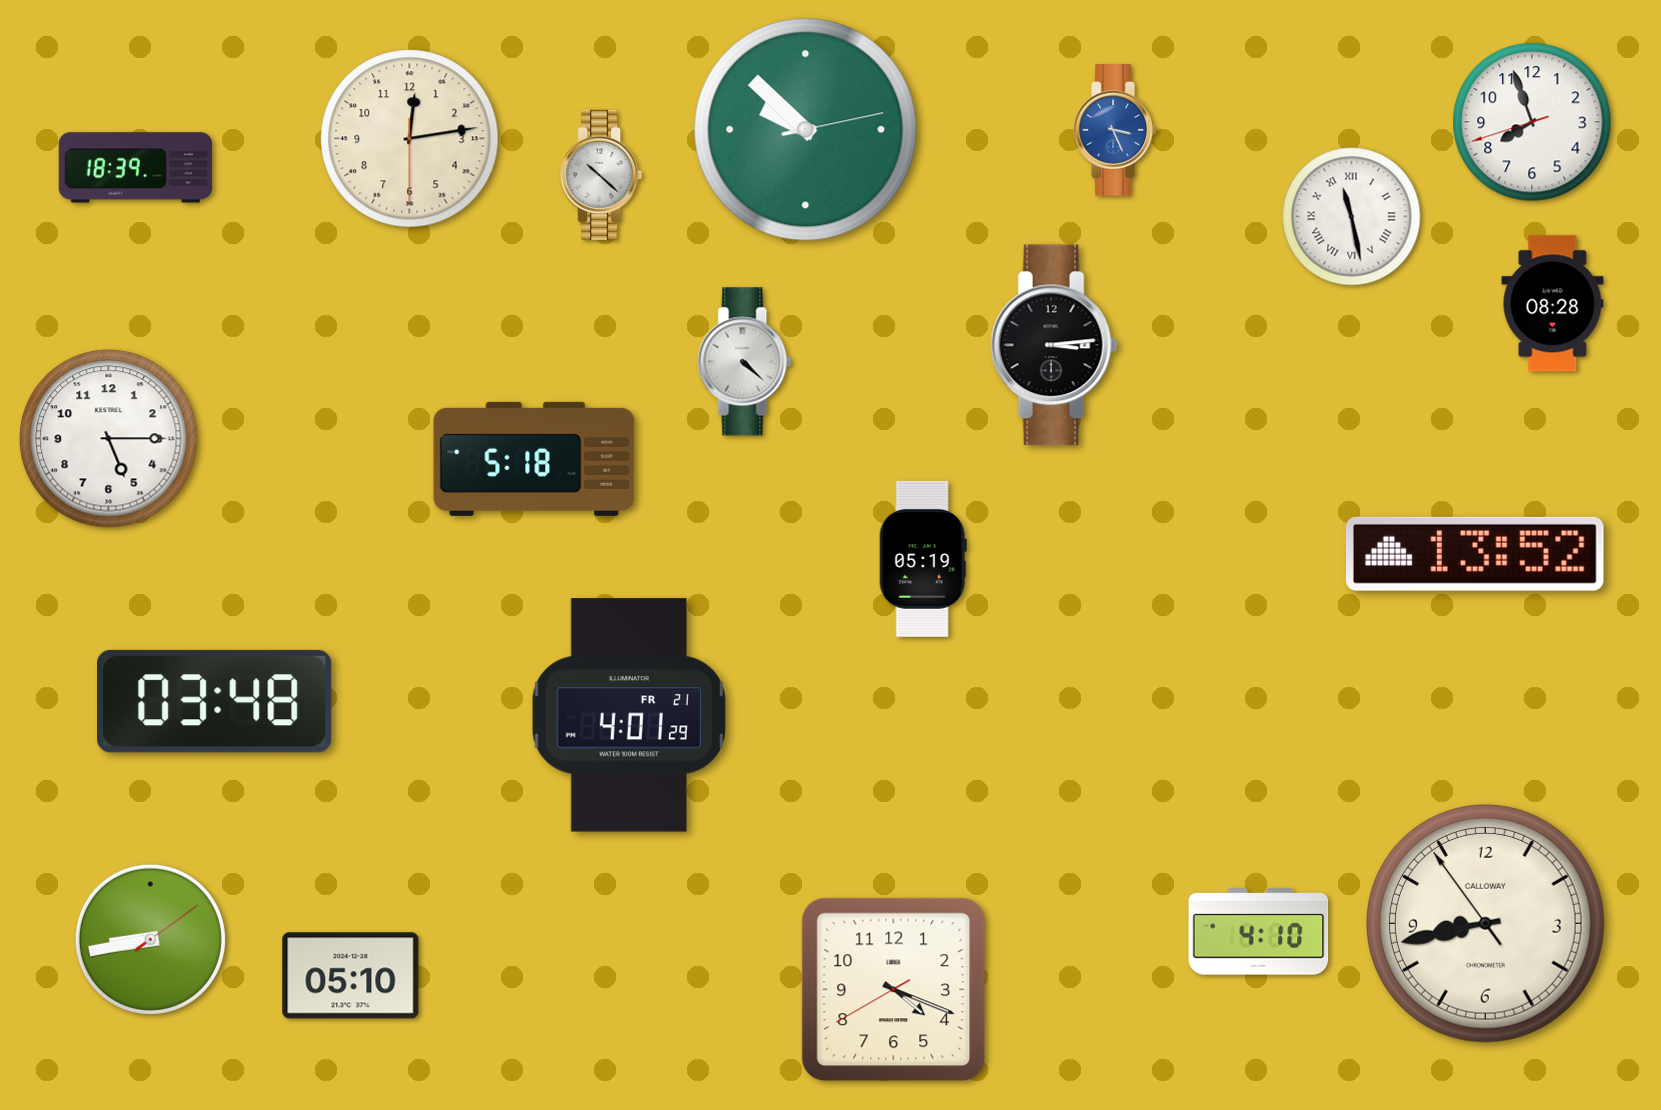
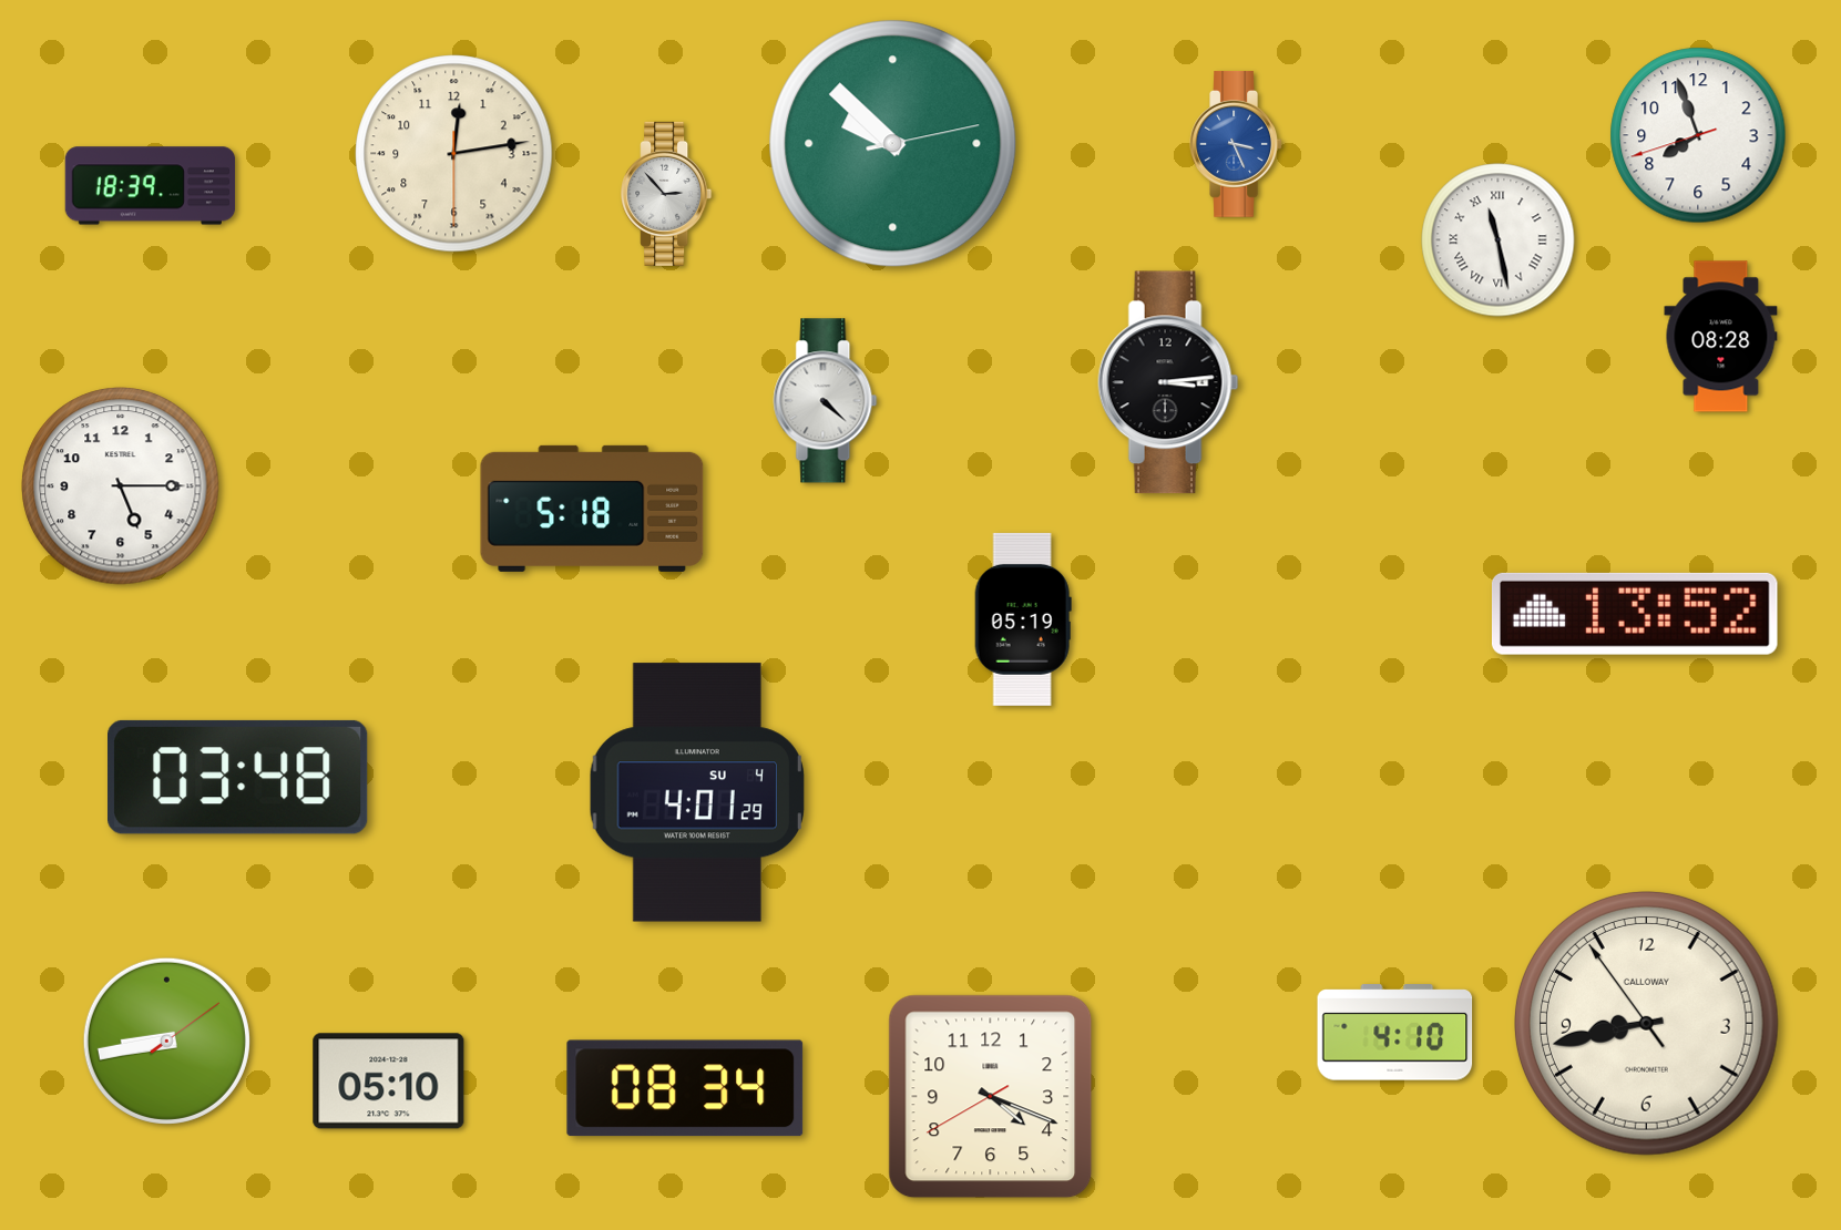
clock at (601, 175): 10:22 -> 2:53
clock at (629, 715) date: FR 21 -> SU 4
clock at (685, 1088): none -> 08:34
